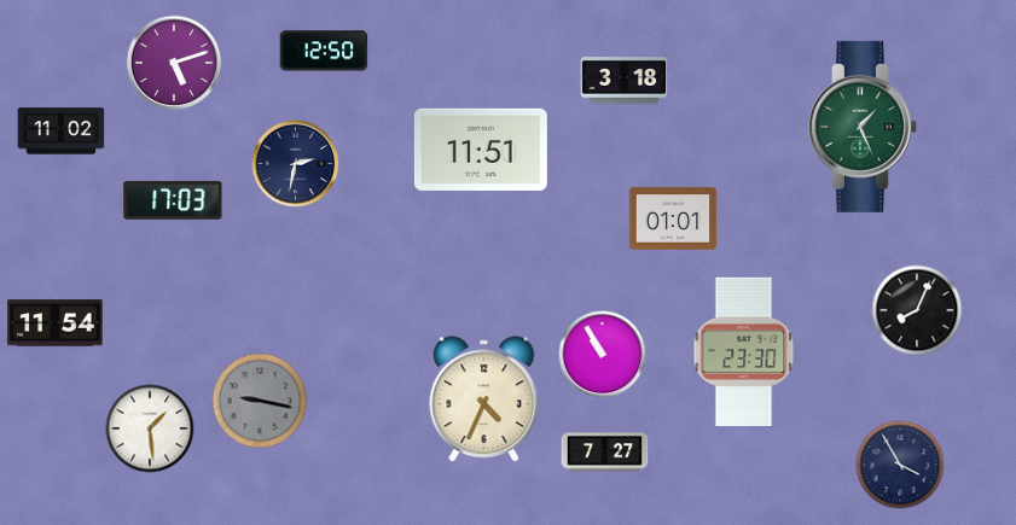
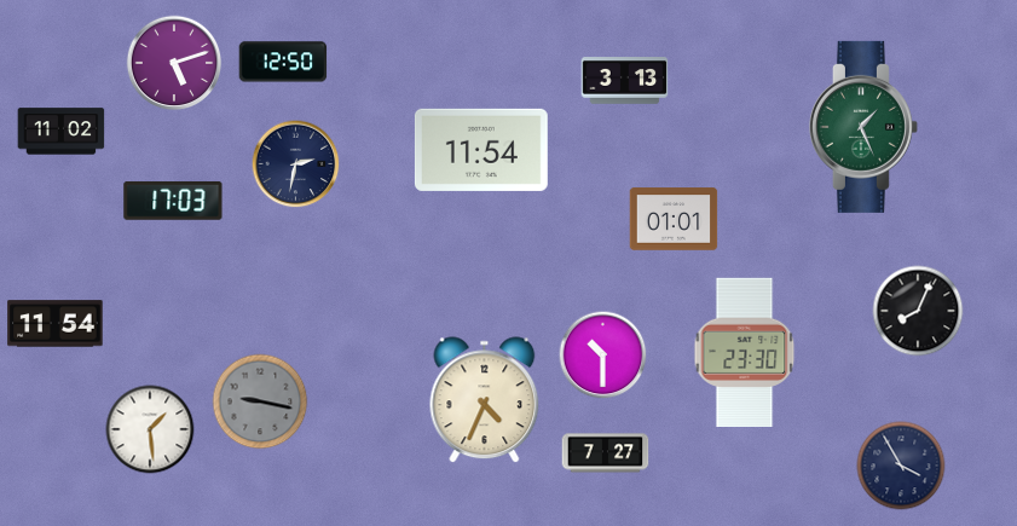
clock at (324, 51) position: (324, 51) -> (283, 62)
clock at (625, 81): 3:18 -> 3:13
clock at (481, 150): 11:51 -> 11:54
clock at (603, 355): 10:55 -> 10:30
